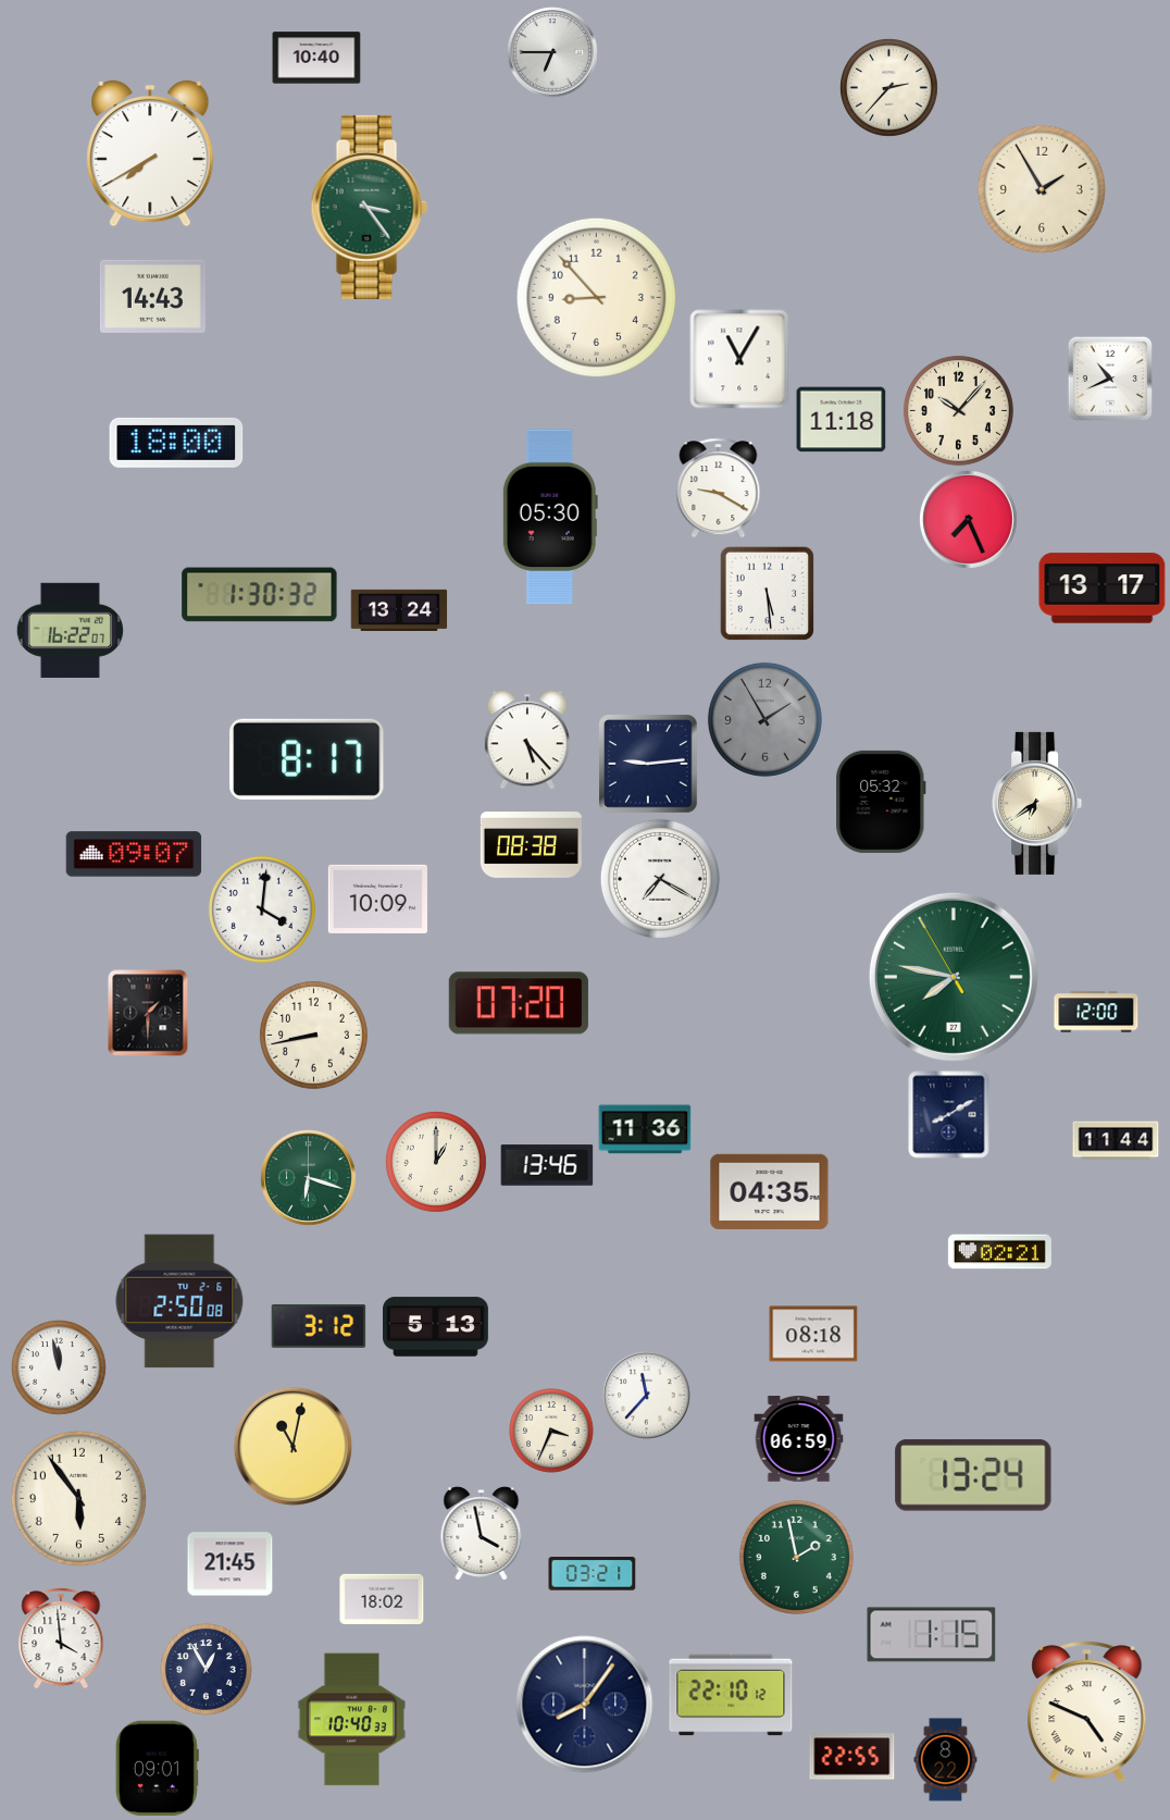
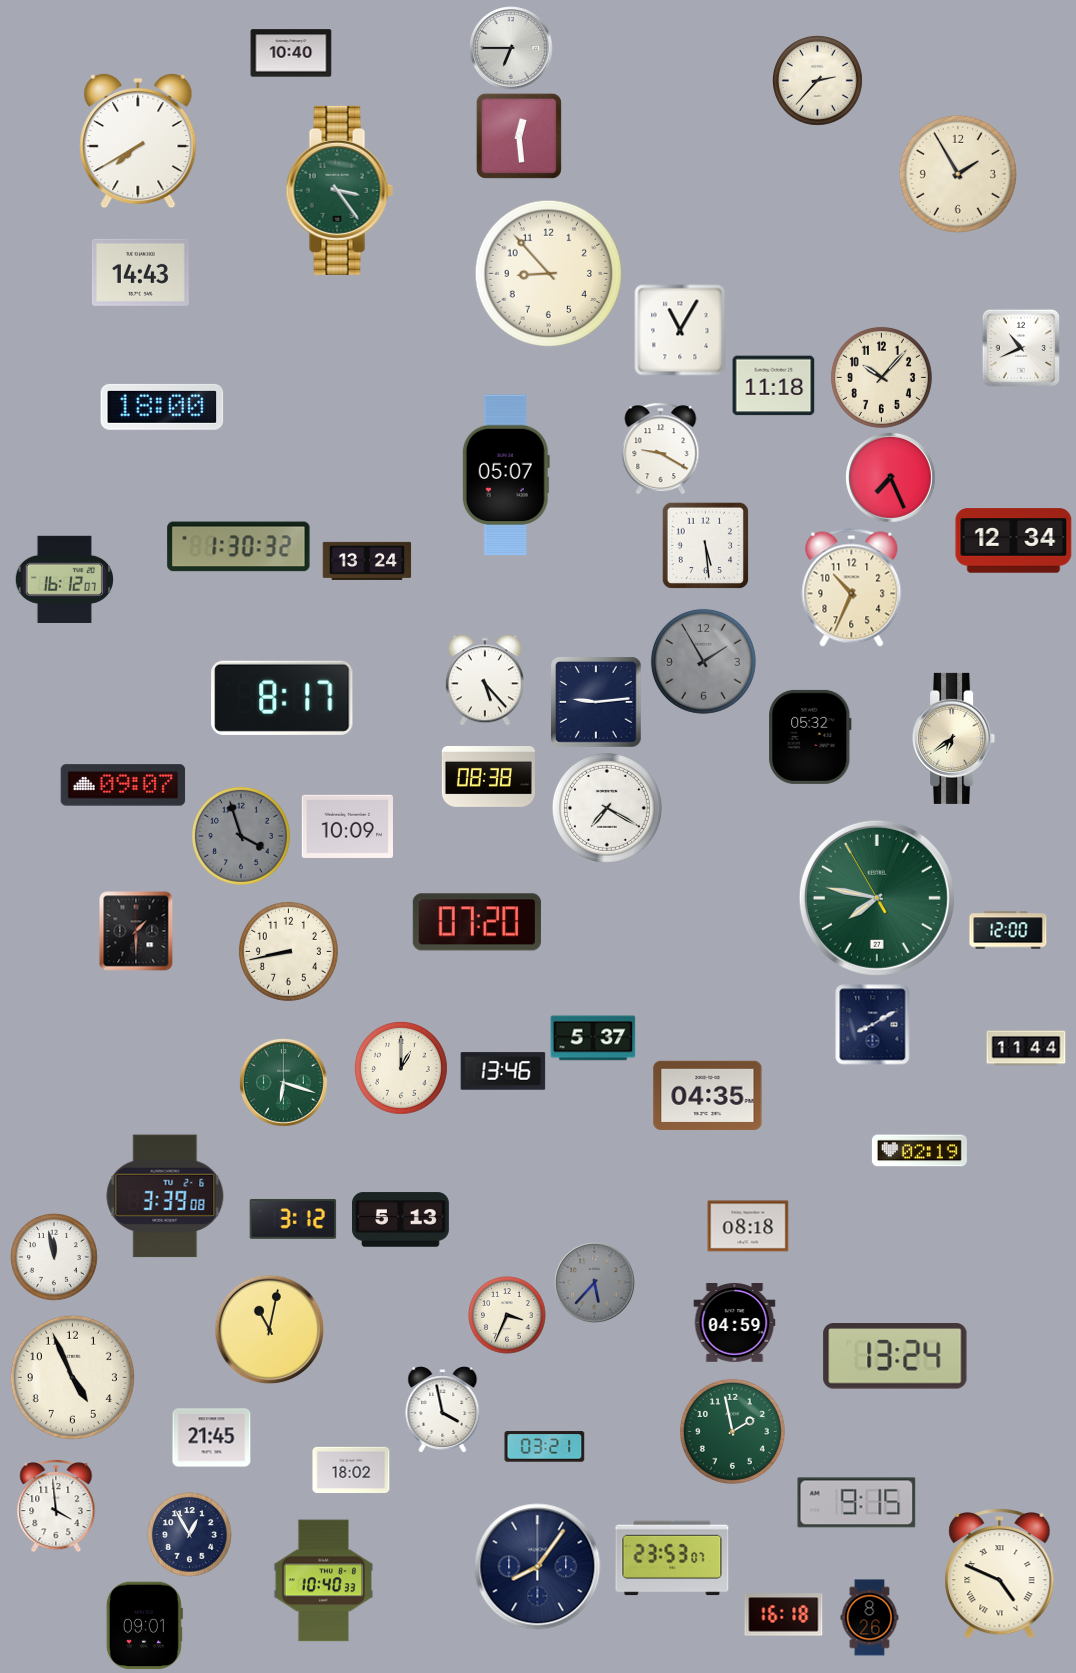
clock at (552, 52) position: (552, 52) -> (511, 48)
clock at (519, 136): none -> 12:29
clock at (550, 517): 05:30 -> 05:07
clock at (1103, 589): 13:17 -> 12:34
clock at (70, 630): 16:22 -> 16:12
clock at (852, 588): none -> 10:34
clock at (262, 909): 4:01 -> 3:57
clock at (262, 909) dial: white -> grey
clock at (645, 1129): 11:36 -> 5:37
clock at (999, 1252): 02:21 -> 02:19
clock at (179, 1301): 2:50 -> 3:39
clock at (647, 1396): 11:37 -> 5:37
clock at (647, 1396) dial: white -> grey
clock at (799, 1439): 06:59 -> 04:59
clock at (78, 1498): 5:54 -> 4:56
clock at (932, 1635): 1:15 -> 9:15
clock at (731, 1695): 22:10 -> 23:53
clock at (852, 1757): 22:55 -> 16:18
clock at (946, 1760): 8:22 -> 8:26
